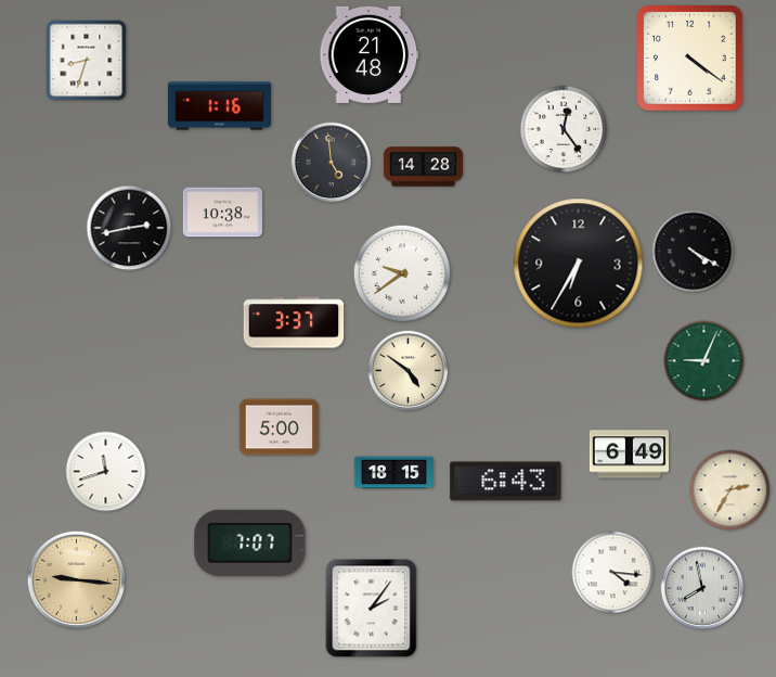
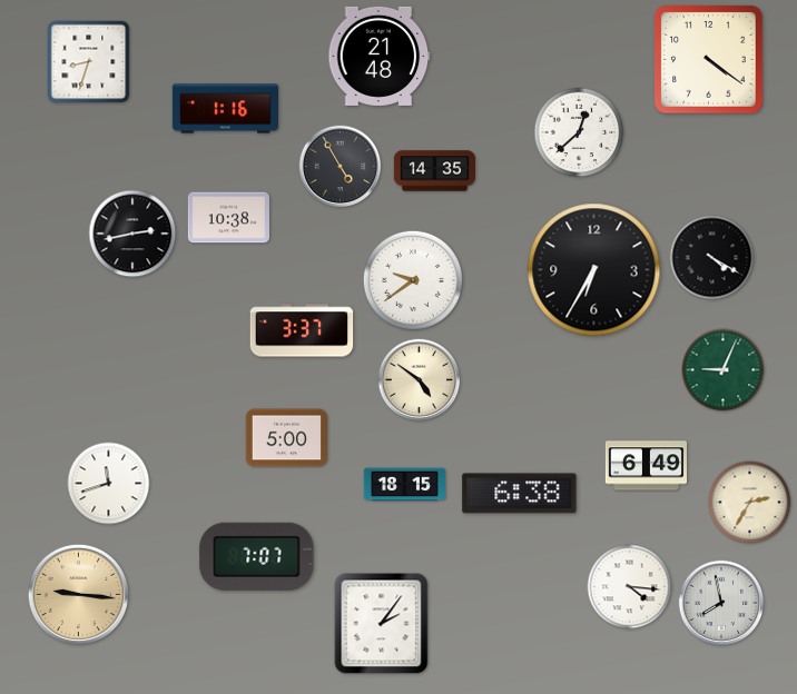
clock at (564, 129): 12:24 -> 12:38
clock at (332, 163): 4:59 -> 4:55
clock at (423, 167): 14:28 -> 14:35
clock at (506, 482): 6:43 -> 6:38
